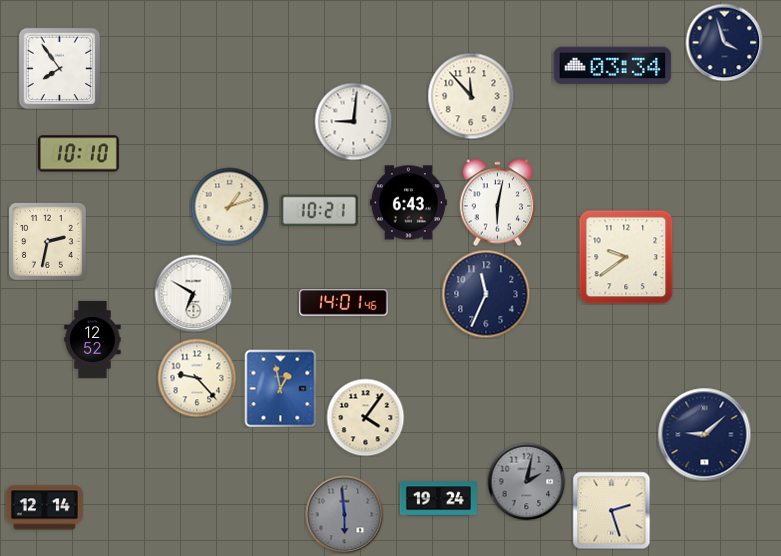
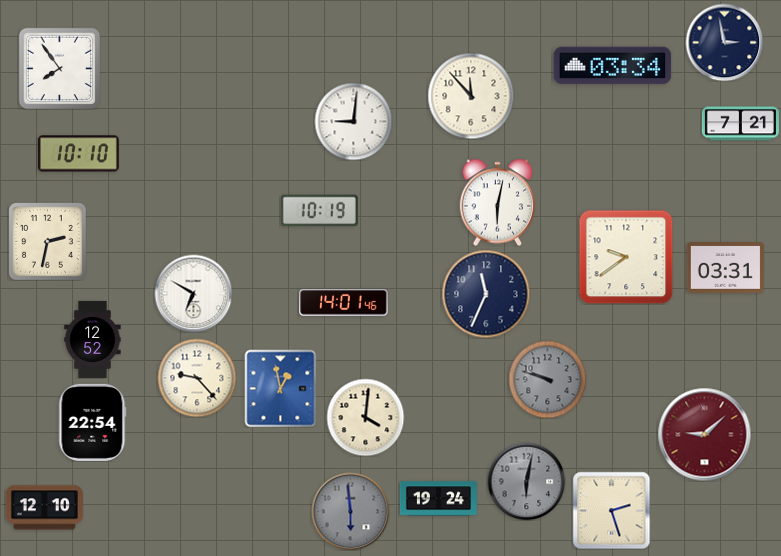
clock at (724, 42): 3:57 -> 2:58
clock at (740, 124): none -> 7:21
clock at (408, 203): 6:43 -> none
clock at (229, 206): 1:12 -> none
clock at (319, 211): 10:21 -> 10:19
clock at (725, 268): none -> 03:31
clock at (547, 379): none -> 9:48
clock at (365, 417): 4:06 -> 4:01
clock at (93, 422): none -> 22:54
clock at (704, 434) dial: navy -> burgundy
clock at (526, 481): 2:02 -> 6:02
clock at (44, 508): 12:14 -> 12:10
clock at (344, 514) position: (344, 514) -> (350, 511)
